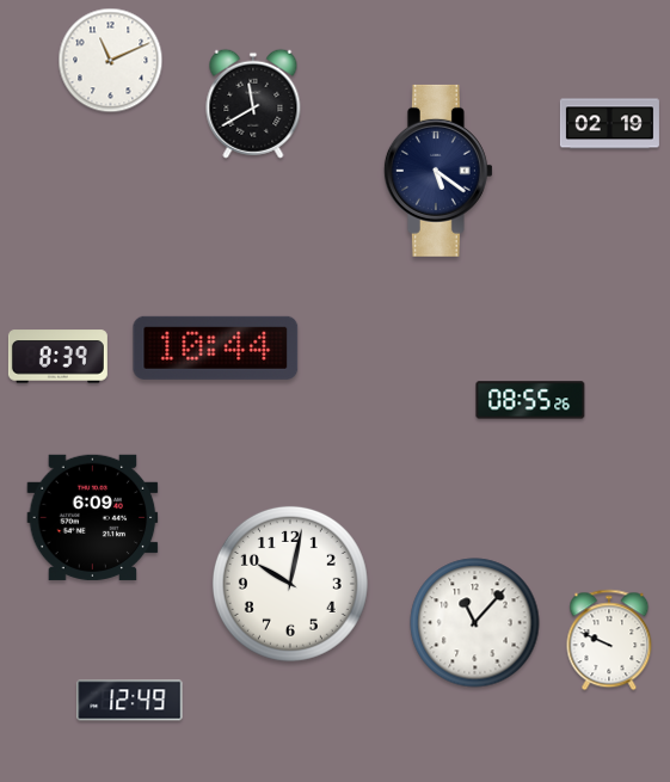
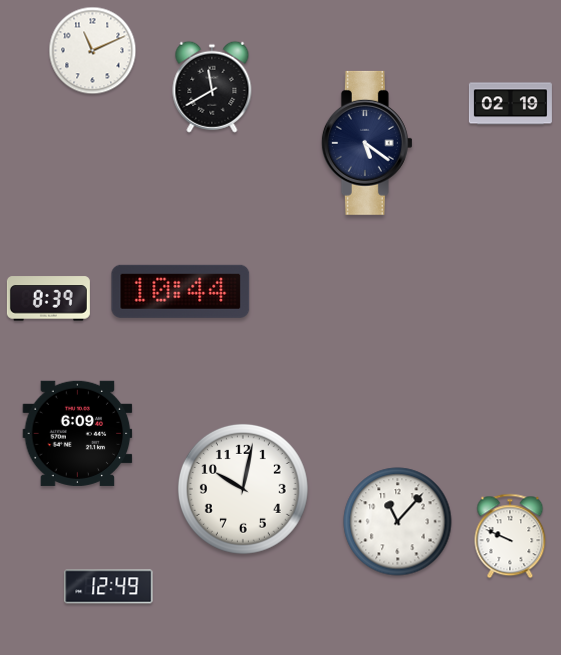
clock at (530, 400): 08:55 -> none
